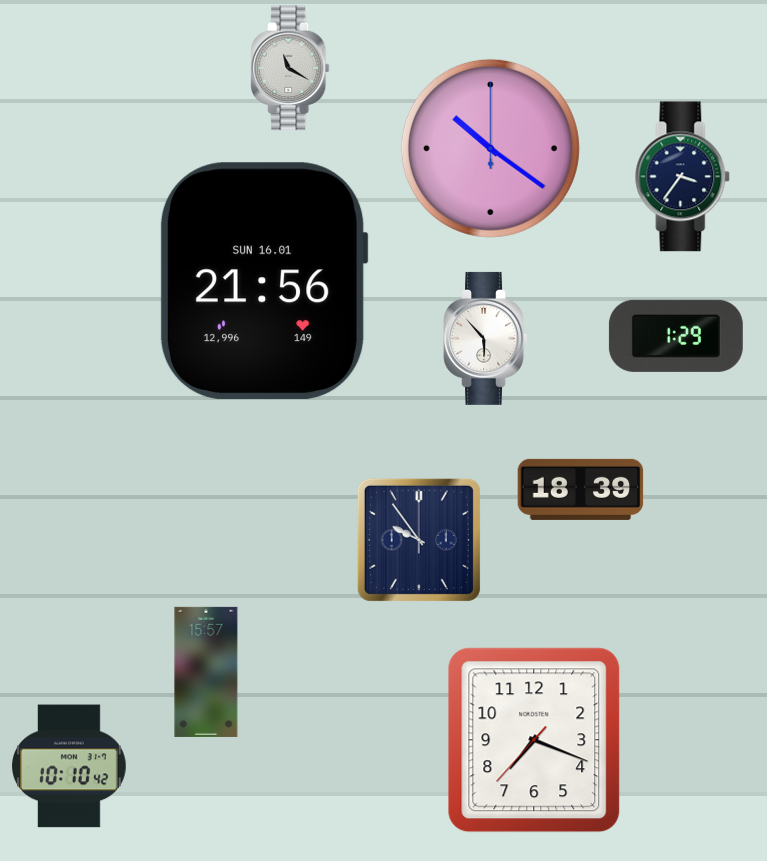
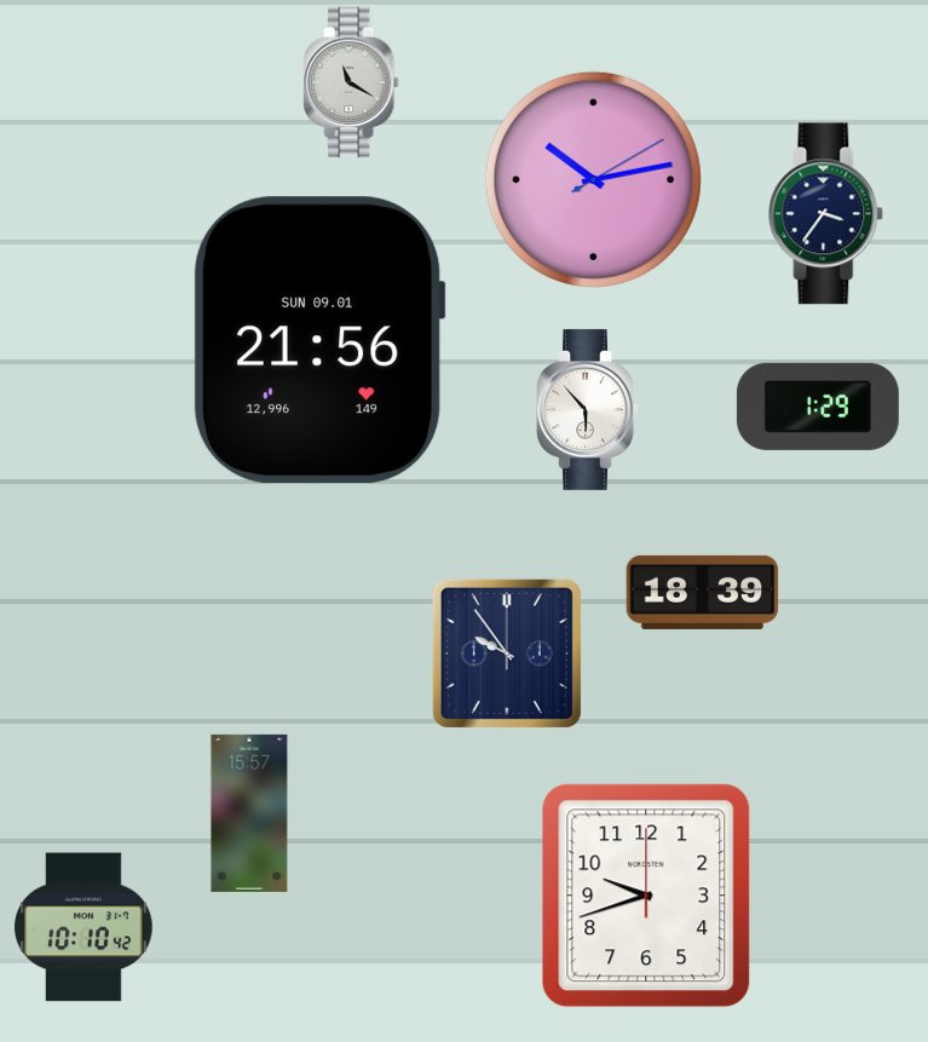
clock at (490, 148): 10:21 -> 10:13
clock at (264, 281) date: SUN 16.01 -> SUN 09.01
clock at (534, 740): 7:18 -> 9:42
